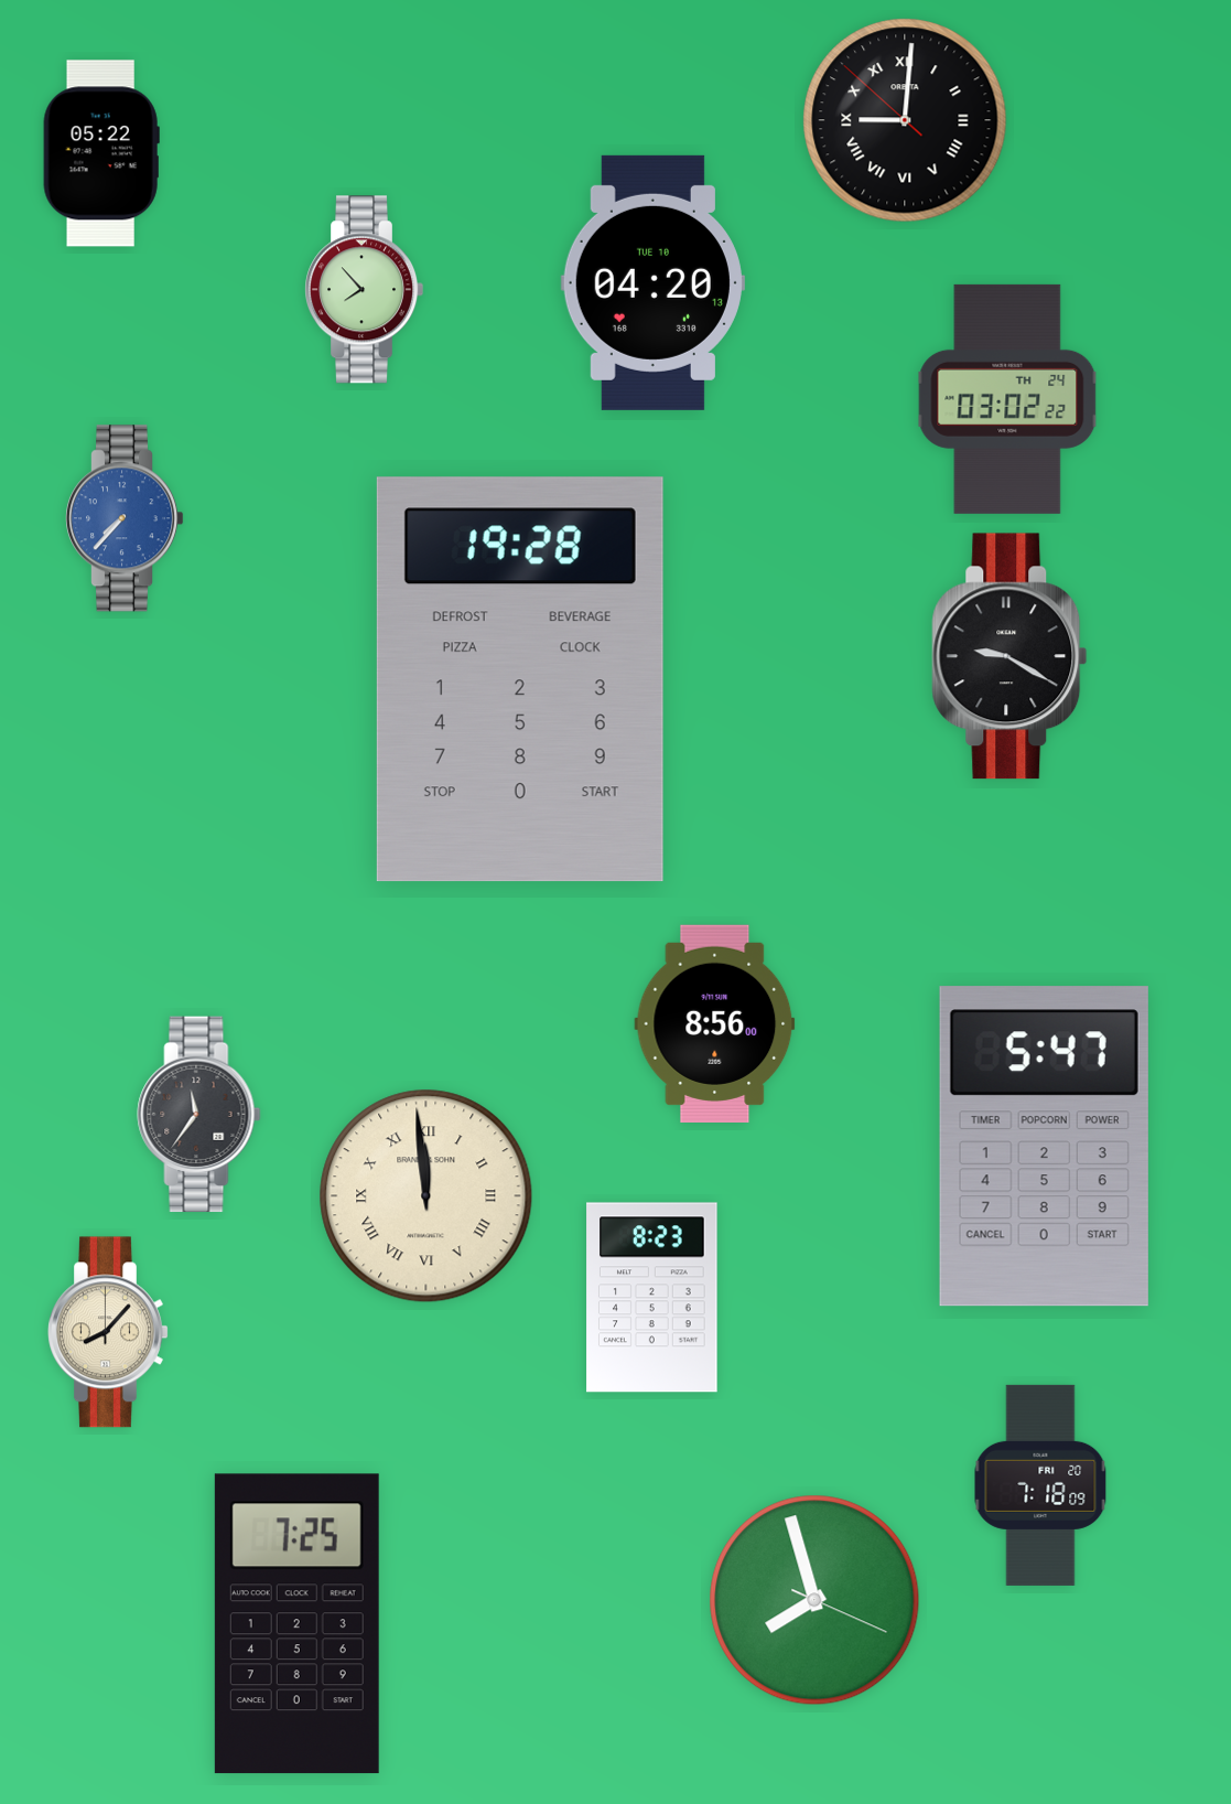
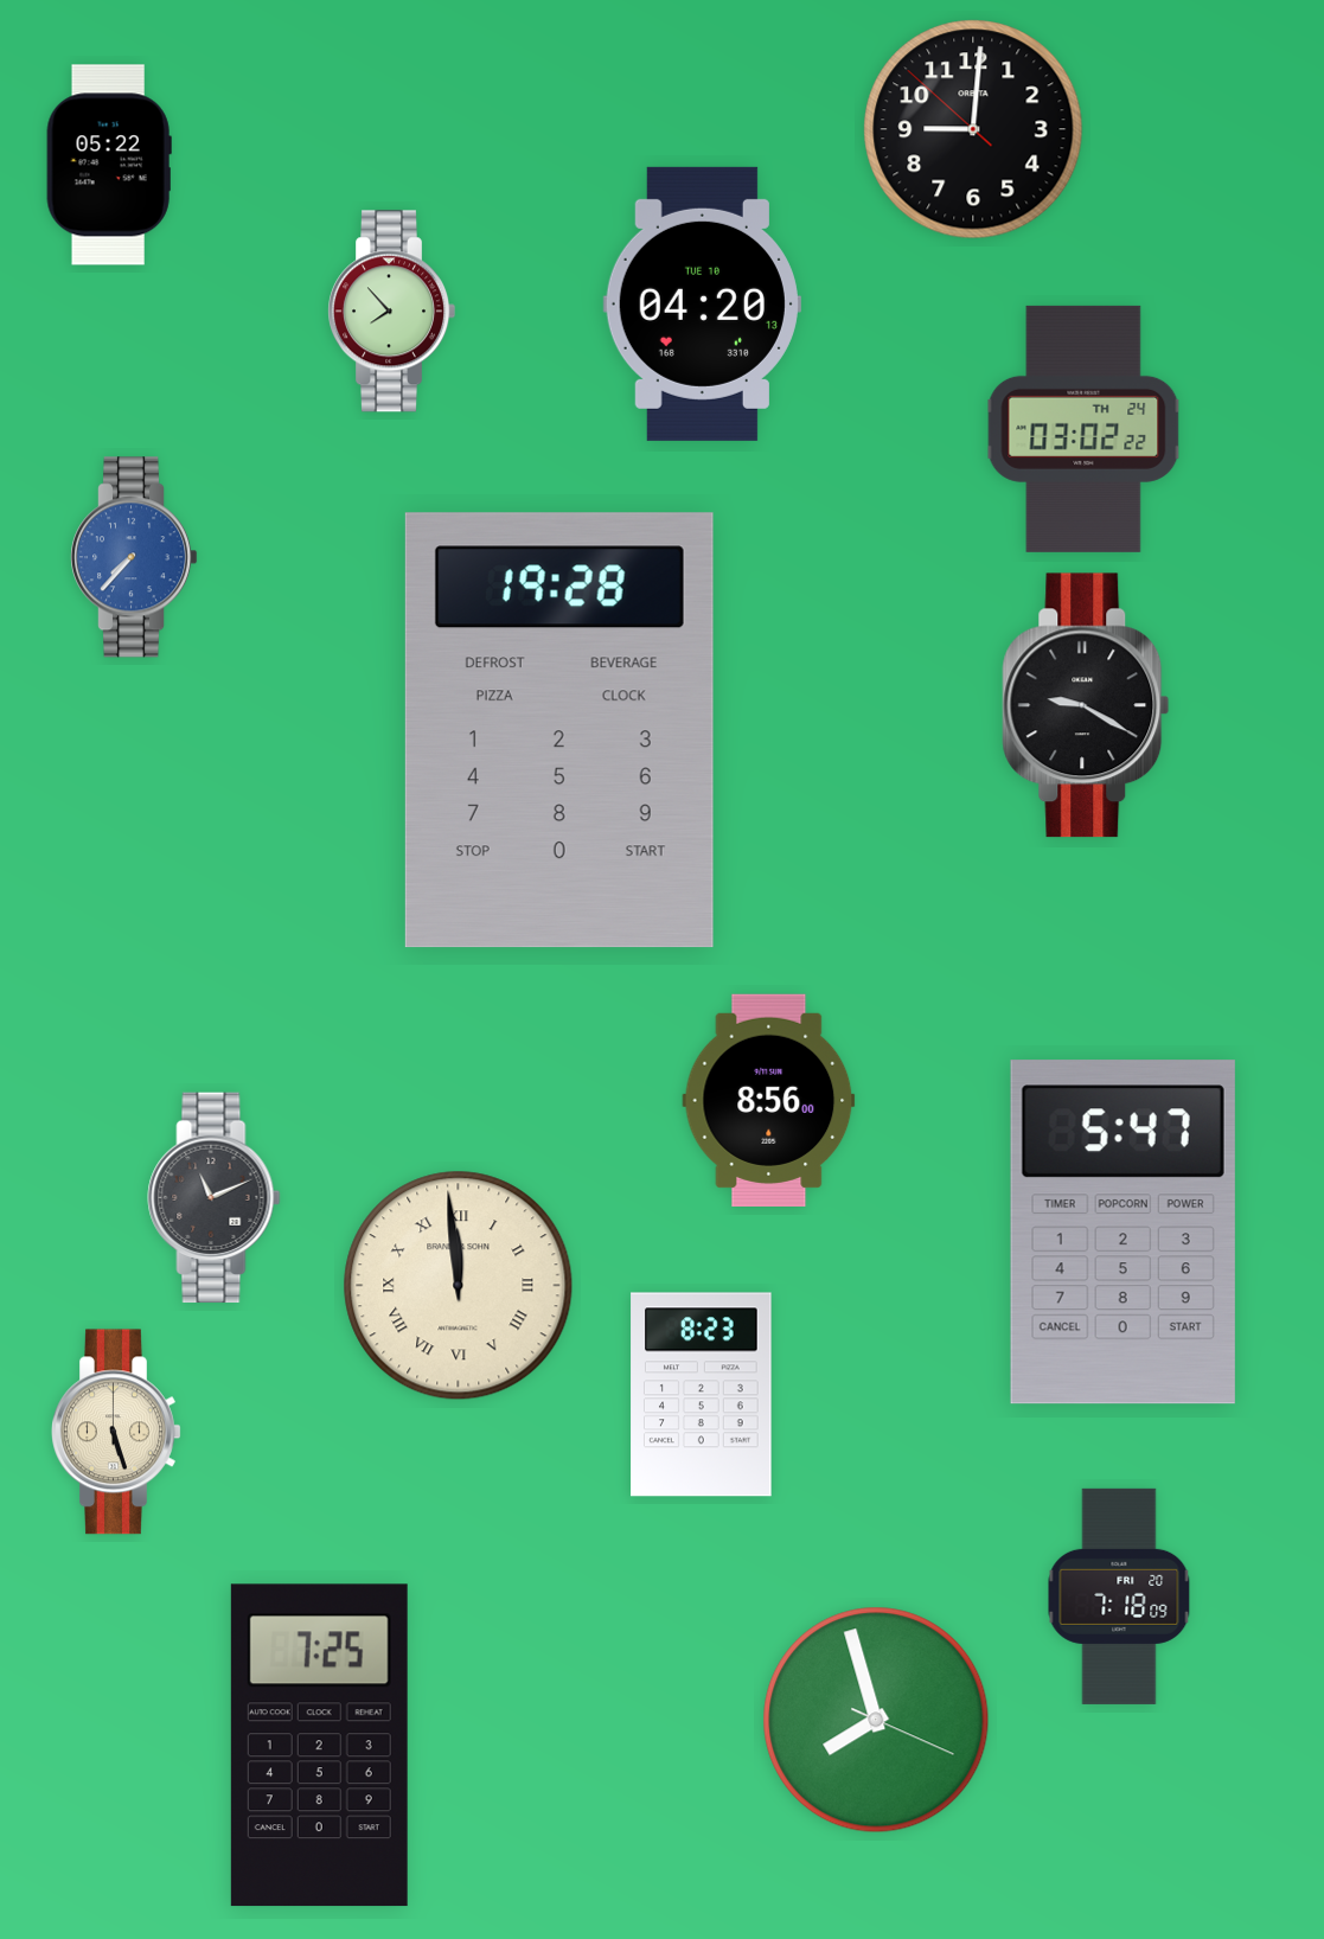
clock at (905, 120) numerals: Roman -> Arabic
clock at (199, 1115): 11:36 -> 11:11
clock at (108, 1332): 8:07 -> 5:27
